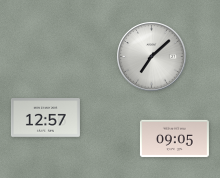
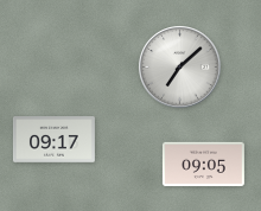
clock at (45, 118): 12:57 -> 09:17
clock at (174, 139) position: (174, 139) -> (203, 165)
